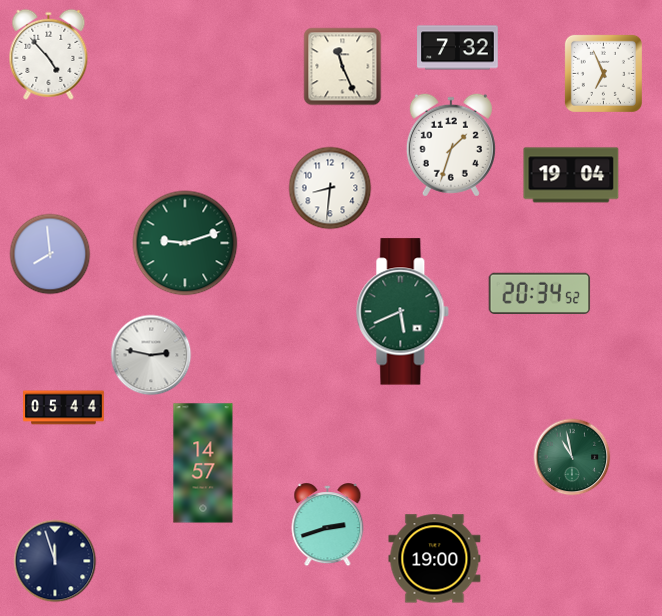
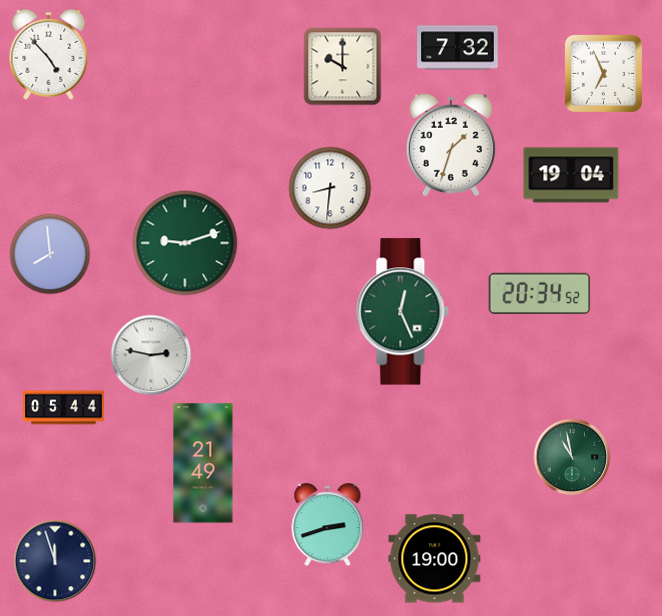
clock at (343, 67): 11:26 -> 10:00
clock at (403, 312): 5:41 -> 12:26
clock at (203, 463): 14:57 -> 21:49
